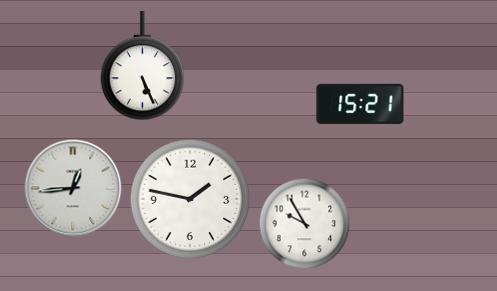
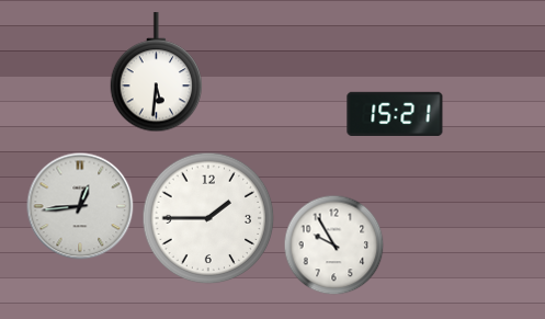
clock at (143, 66): 5:26 -> 5:31
clock at (190, 199): 1:47 -> 1:45
